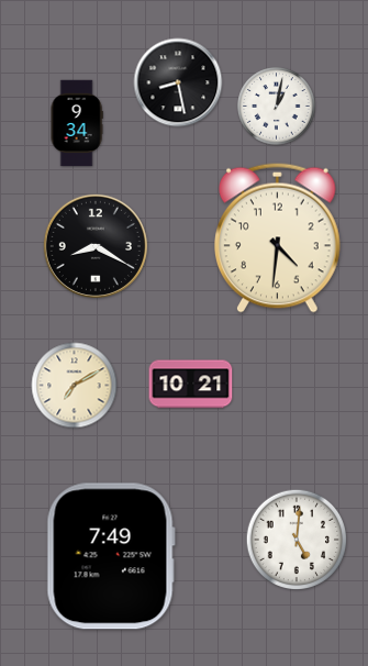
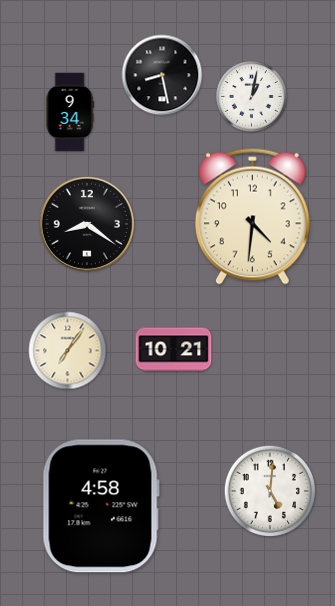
clock at (96, 246): 8:20 -> 8:21
clock at (75, 386): 7:10 -> 7:06
clock at (111, 556): 7:49 -> 4:58
